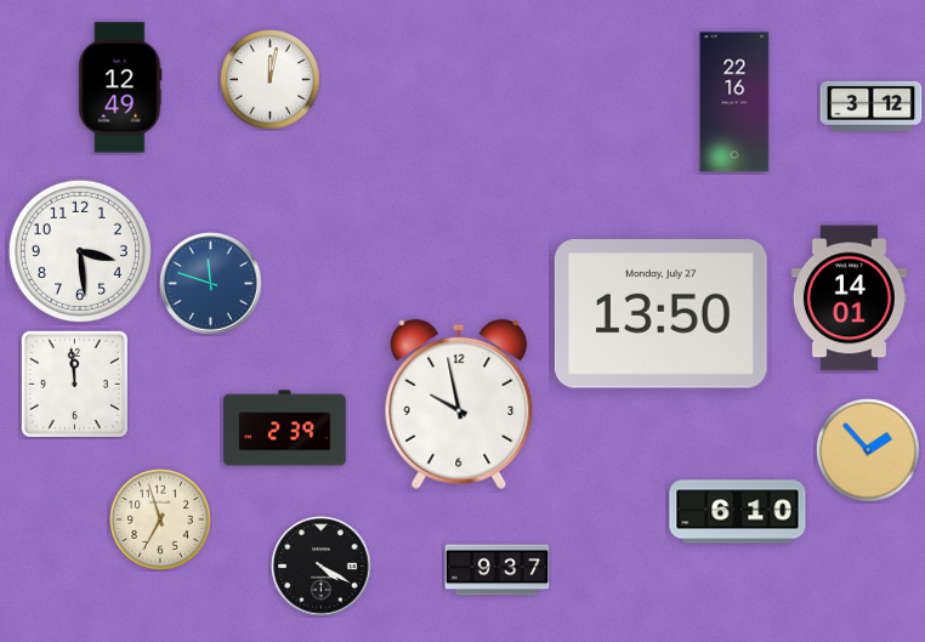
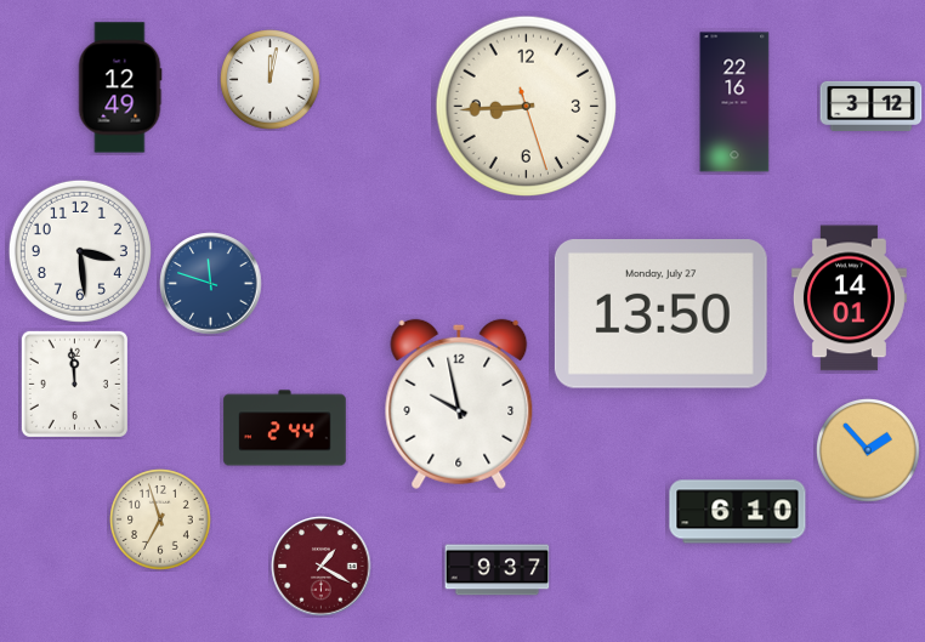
clock at (527, 107): none -> 8:44
clock at (285, 428): 2:39 -> 2:44
clock at (322, 567): 4:20 -> 1:20
clock at (322, 567) dial: black -> burgundy
